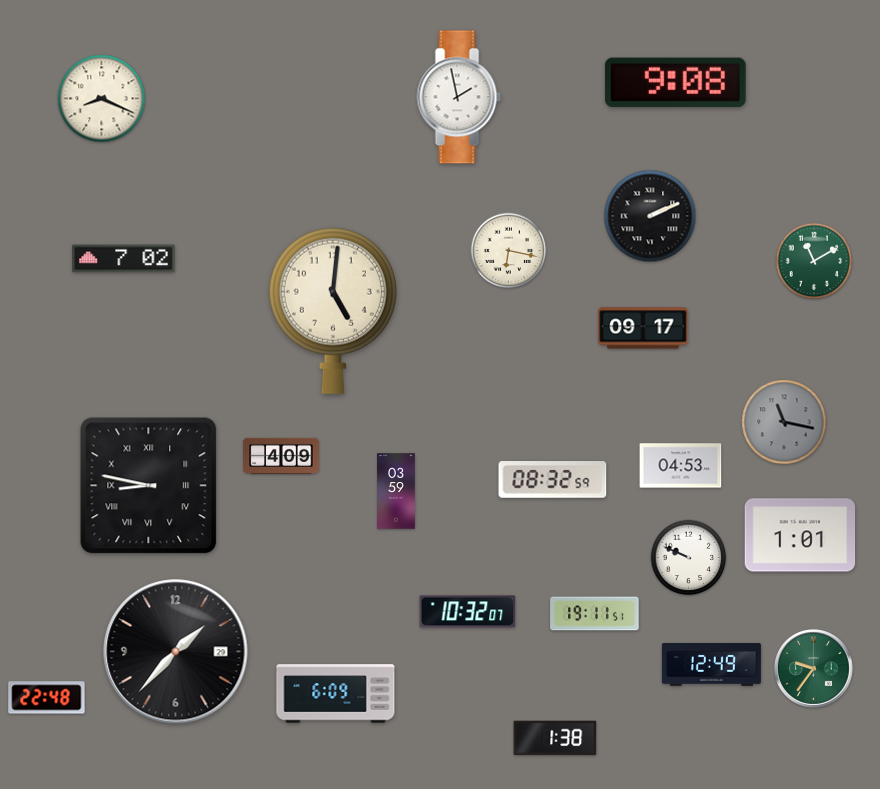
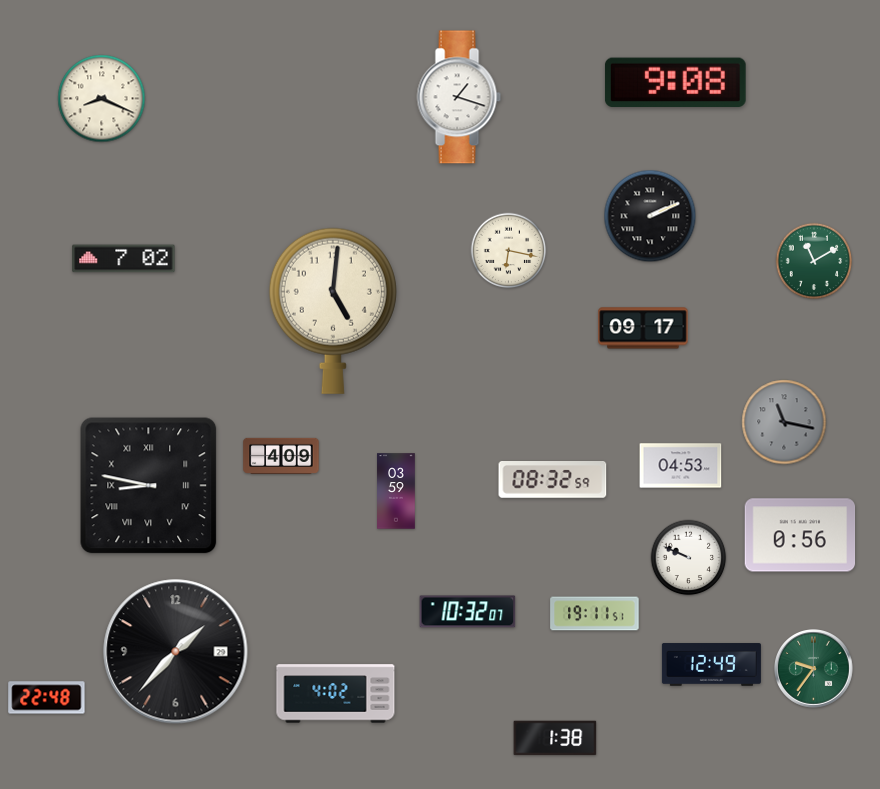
clock at (459, 97): 1:58 -> 1:18
clock at (800, 535): 1:01 -> 0:56
clock at (336, 694): 6:09 -> 4:02
